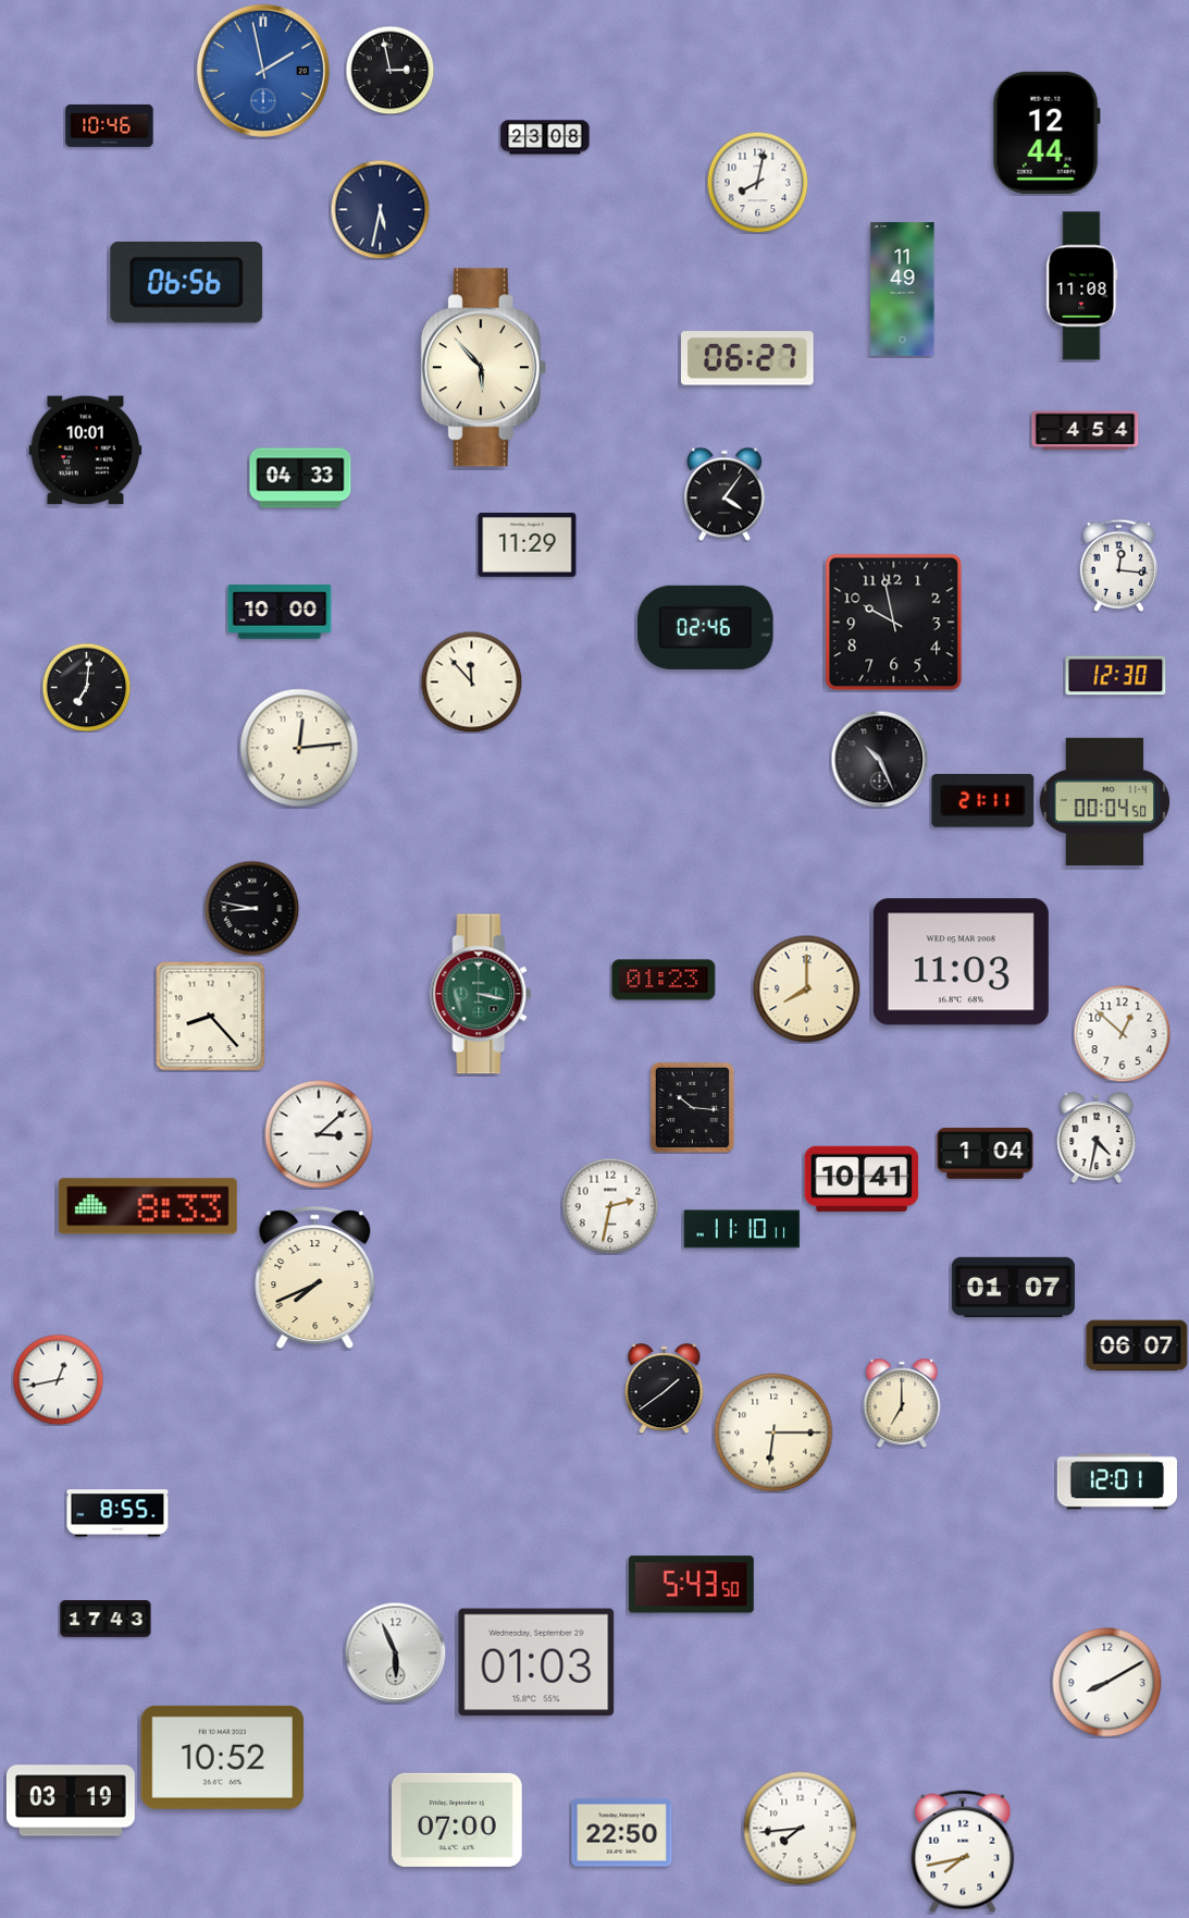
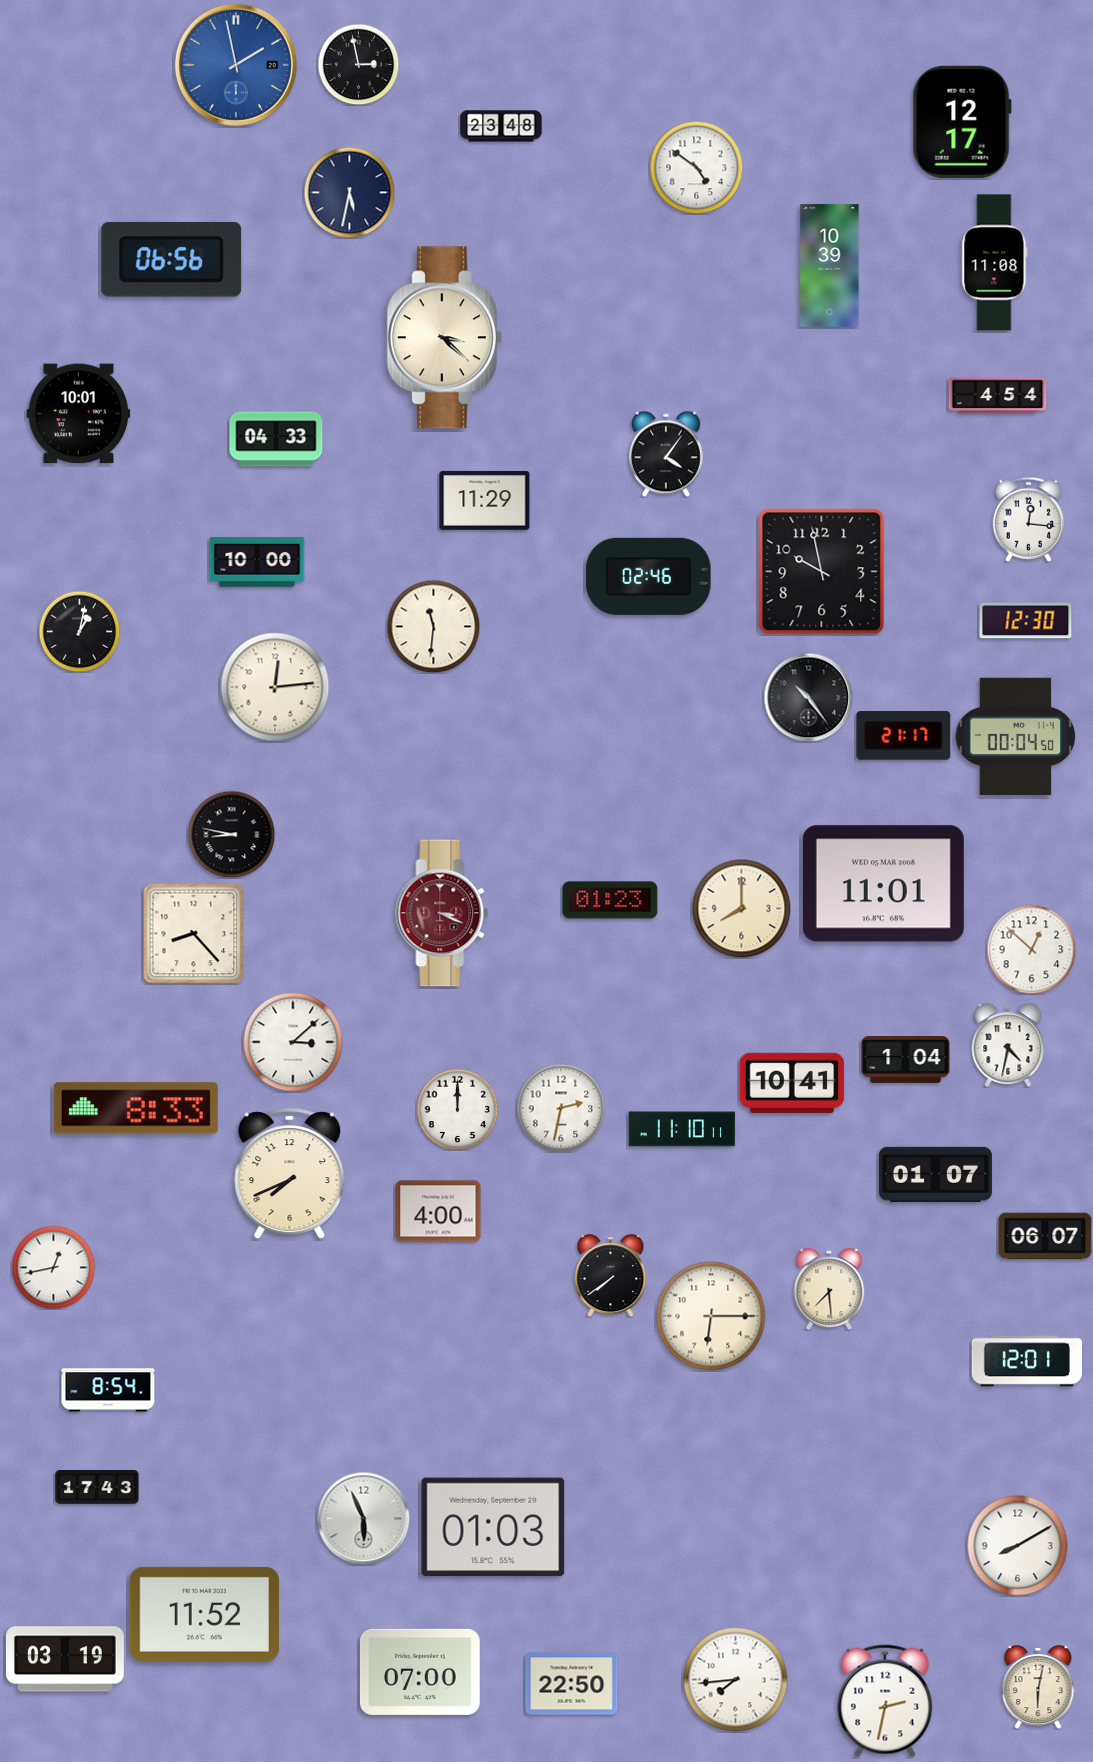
clock at (263, 71) position: (263, 71) -> (236, 65)
clock at (110, 125): 10:46 -> none
clock at (1046, 133): 12:44 -> 12:17
clock at (545, 137): 23:08 -> 23:48
clock at (757, 182): 8:02 -> 4:51
clock at (903, 290): 11:49 -> 10:39
clock at (748, 358): 06:27 -> none
clock at (483, 368): 5:53 -> 3:22
clock at (471, 681): 11:53 -> 11:31
clock at (86, 687): 7:01 -> 1:02
clock at (879, 759): 10:26 -> 10:24
clock at (983, 801): 21:11 -> 21:17
clock at (961, 962): 11:03 -> 11:01
clock at (481, 994): 3:17 -> 3:19
clock at (481, 994) dial: green -> burgundy
clock at (693, 1107): 10:16 -> none
clock at (457, 1109): none -> 12:00
clock at (1013, 1287) position: (1013, 1287) -> (935, 1174)
clock at (438, 1211): none -> 4:00
clock at (665, 1389): 1:39 -> 7:39
clock at (902, 1402): 7:00 -> 7:29
clock at (117, 1513): 8:55 -> 8:54
clock at (691, 1585): 5:43 -> none
clock at (223, 1757): 10:52 -> 11:52
clock at (71, 1800) position: (71, 1800) -> (65, 1659)
clock at (1038, 1687): none -> 6:02
clock at (963, 1852): 7:43 -> 2:32
